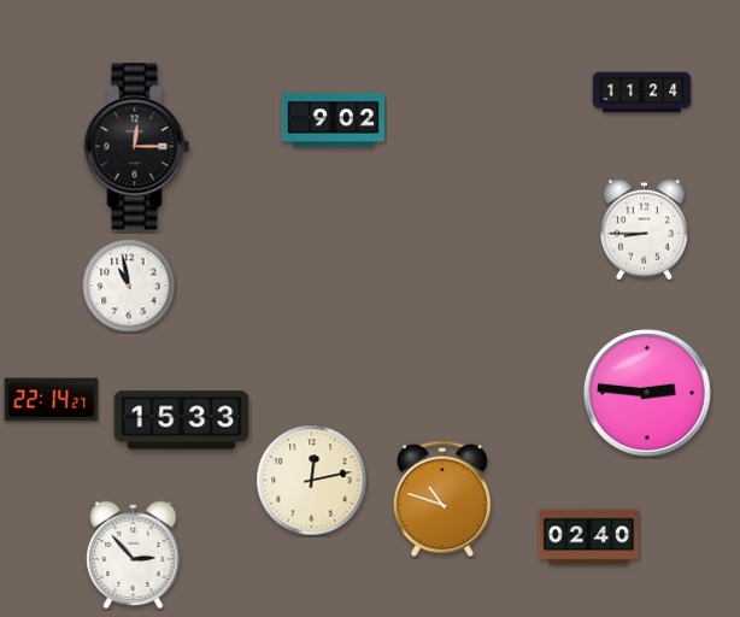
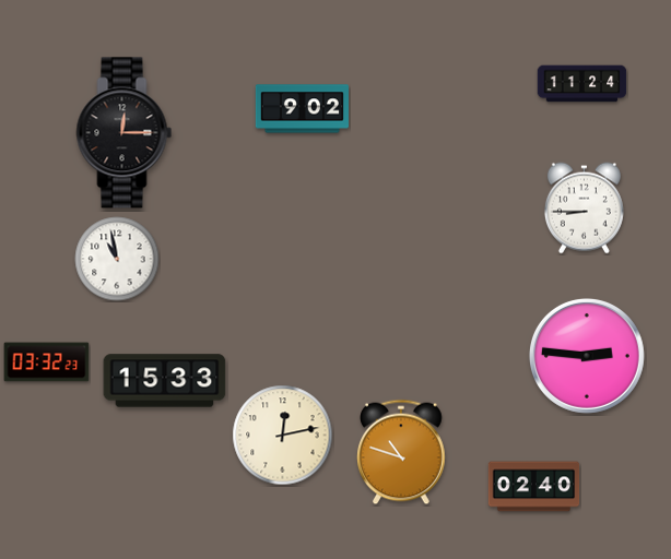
clock at (52, 400): 22:14 -> 03:32
clock at (134, 556): 2:53 -> none
